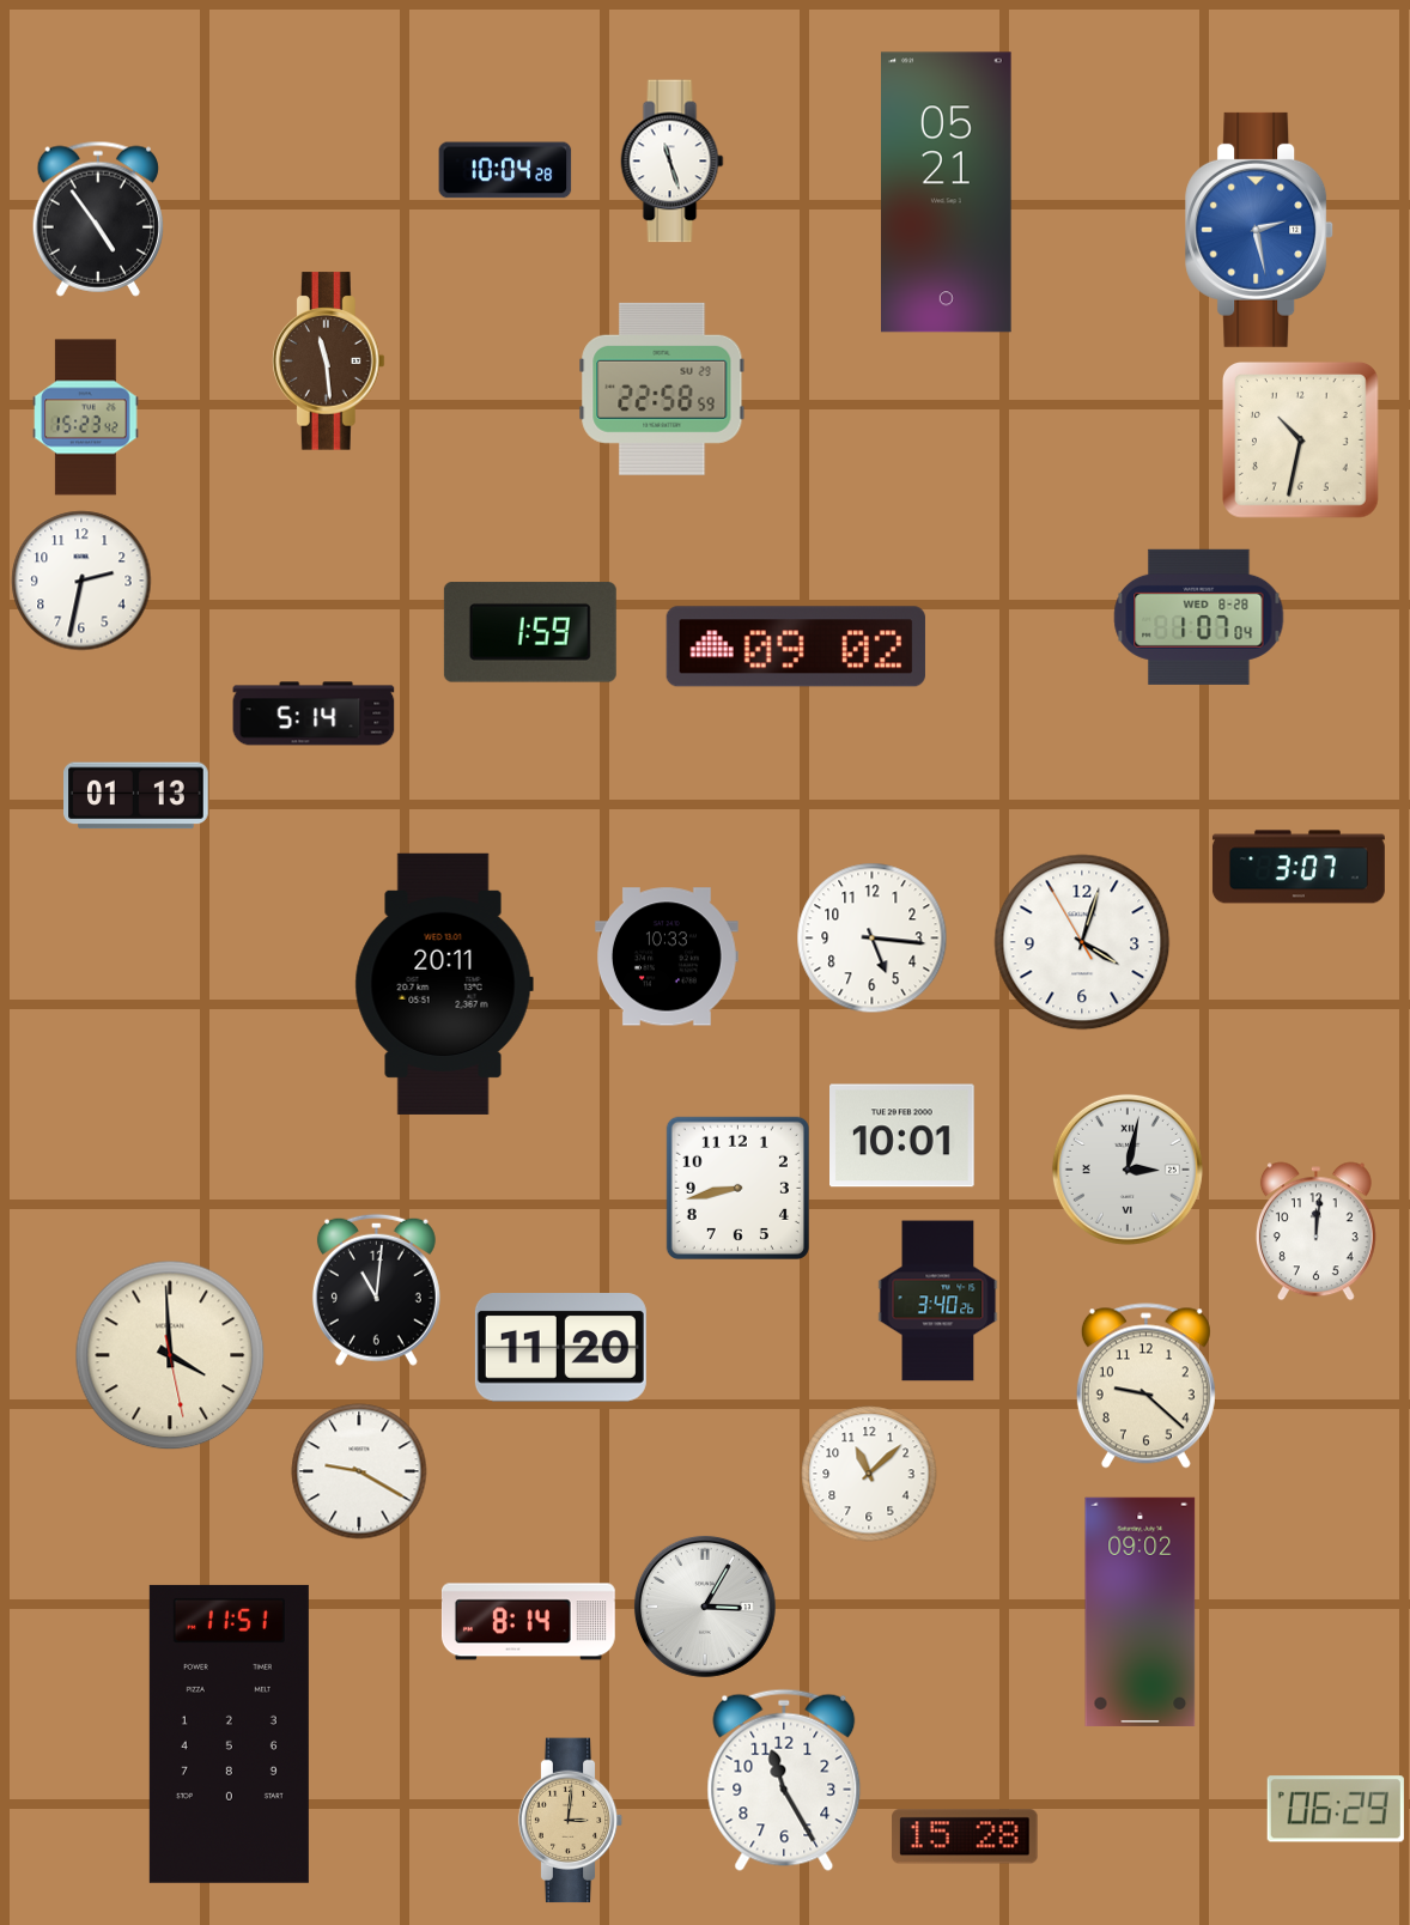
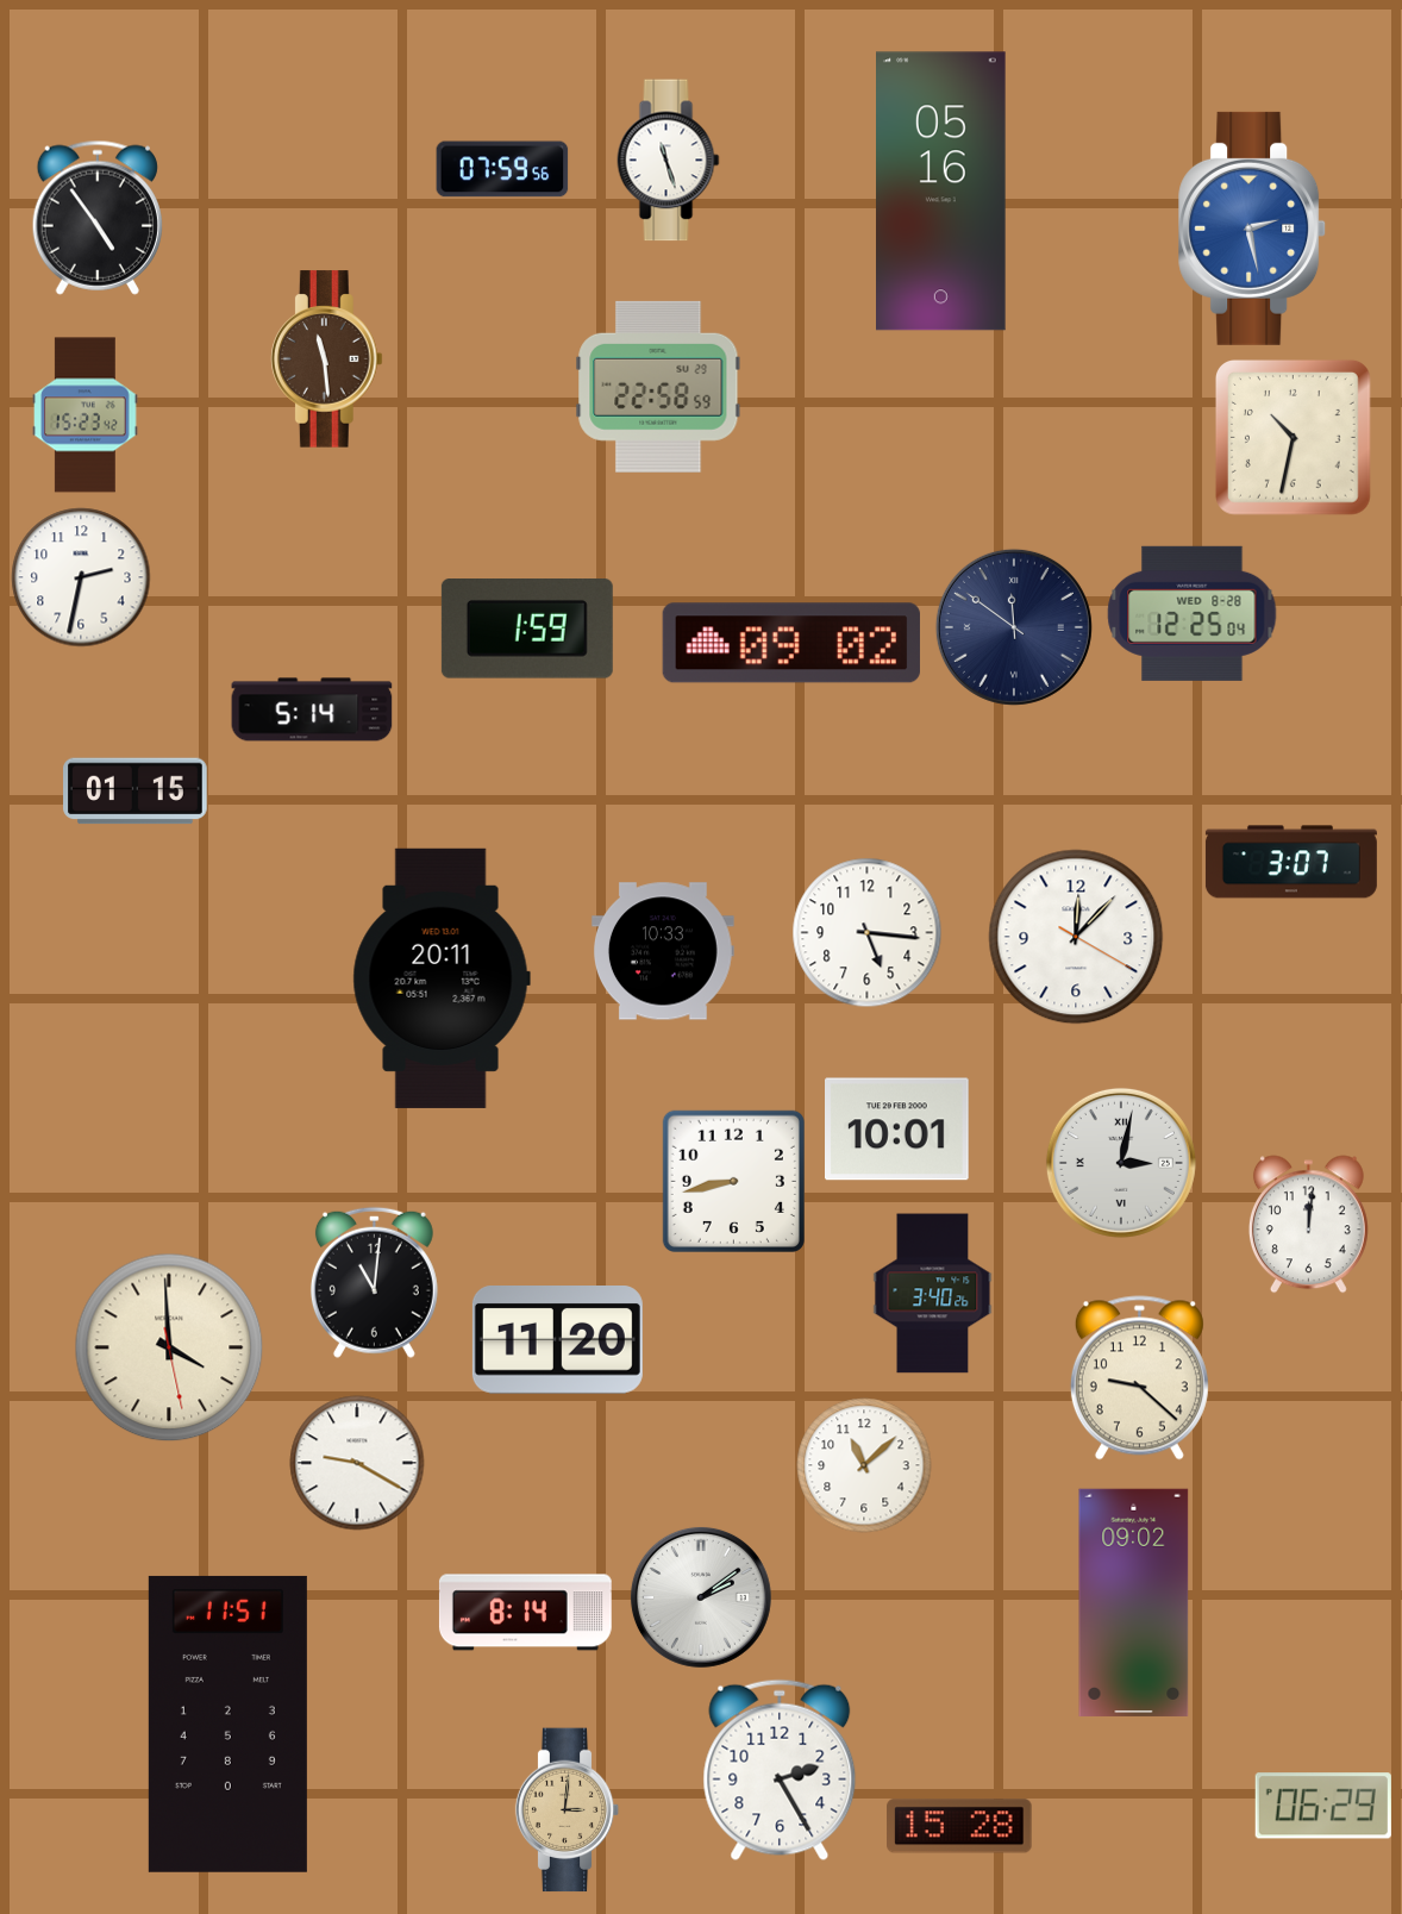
clock at (505, 170): 10:04 -> 07:59
clock at (947, 193): 05:21 -> 05:16
clock at (1199, 617): 1:07 -> 12:25
clock at (1014, 627): none -> 11:51
clock at (136, 796): 01:13 -> 01:15
clock at (1082, 942): 4:02 -> 12:07
clock at (705, 1607): 3:05 -> 2:09
clock at (784, 1780): 11:25 -> 2:25
clock at (1336, 1809) position: (1336, 1809) -> (1323, 1806)
